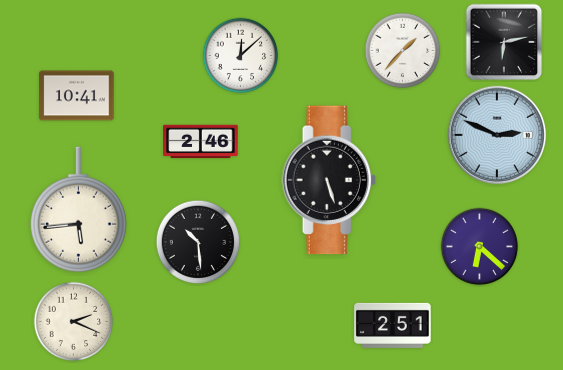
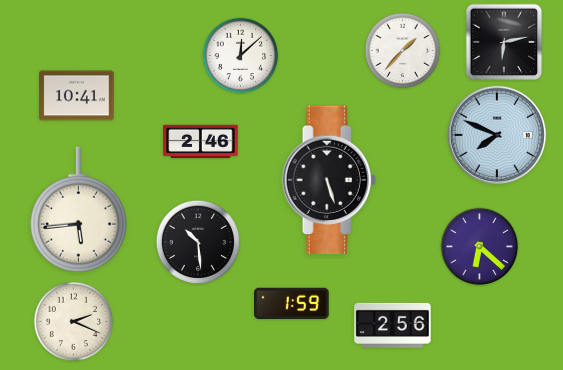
clock at (497, 135): 2:49 -> 7:49
clock at (292, 304): none -> 1:59
clock at (393, 325): 2:51 -> 2:56
